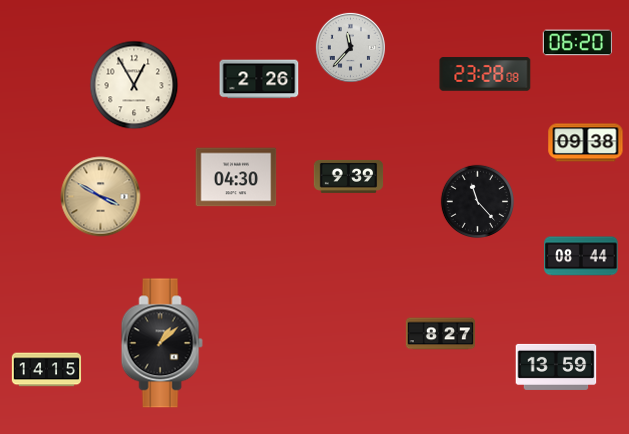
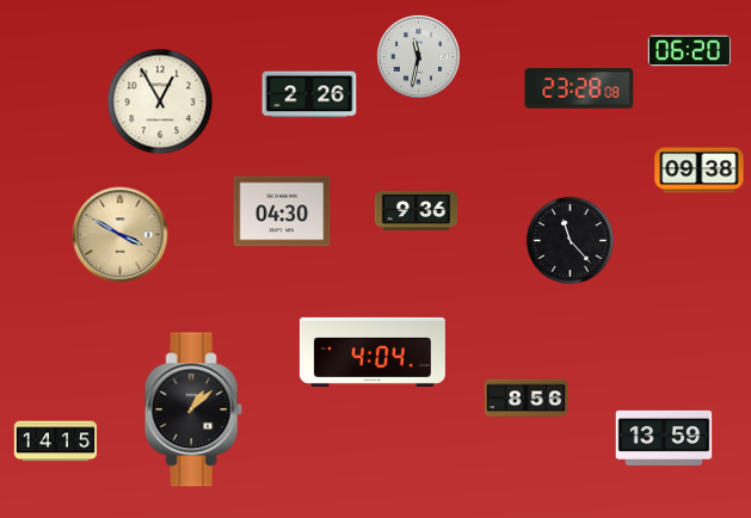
clock at (350, 47): 11:37 -> 11:32
clock at (349, 176): 9:39 -> 9:36
clock at (581, 256): 08:44 -> none
clock at (373, 352): none -> 4:04
clock at (441, 334): 8:27 -> 8:56
